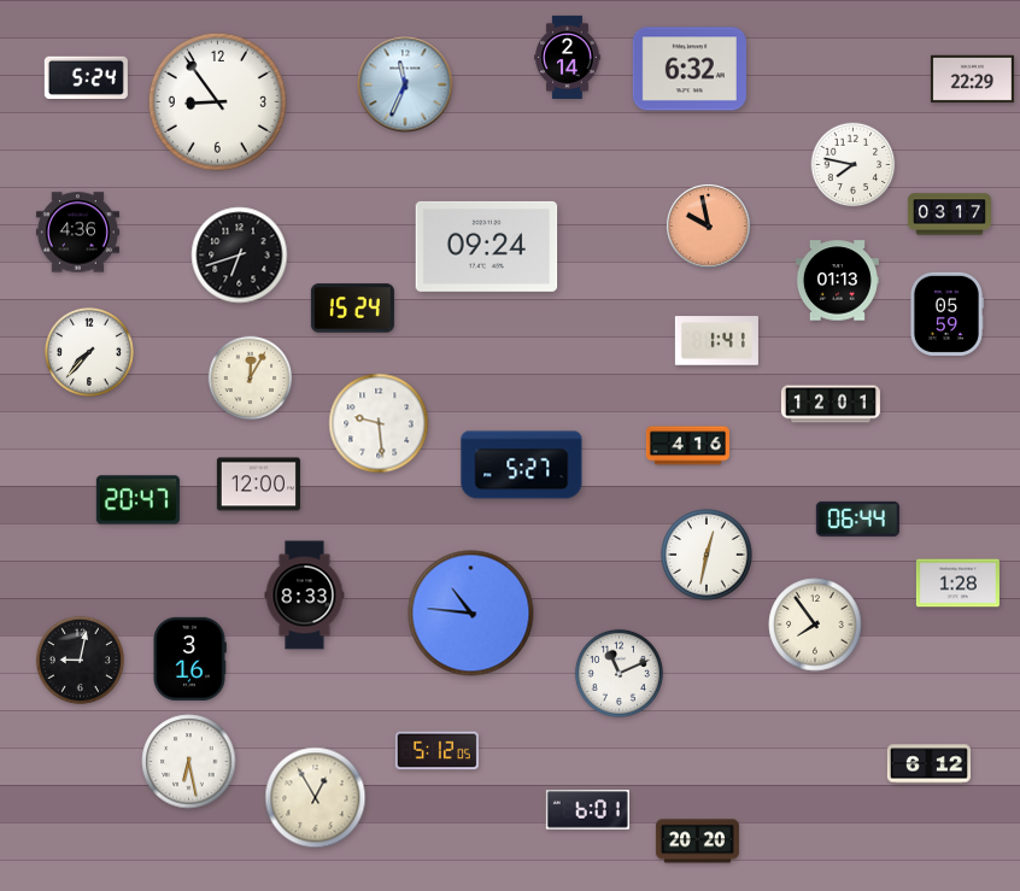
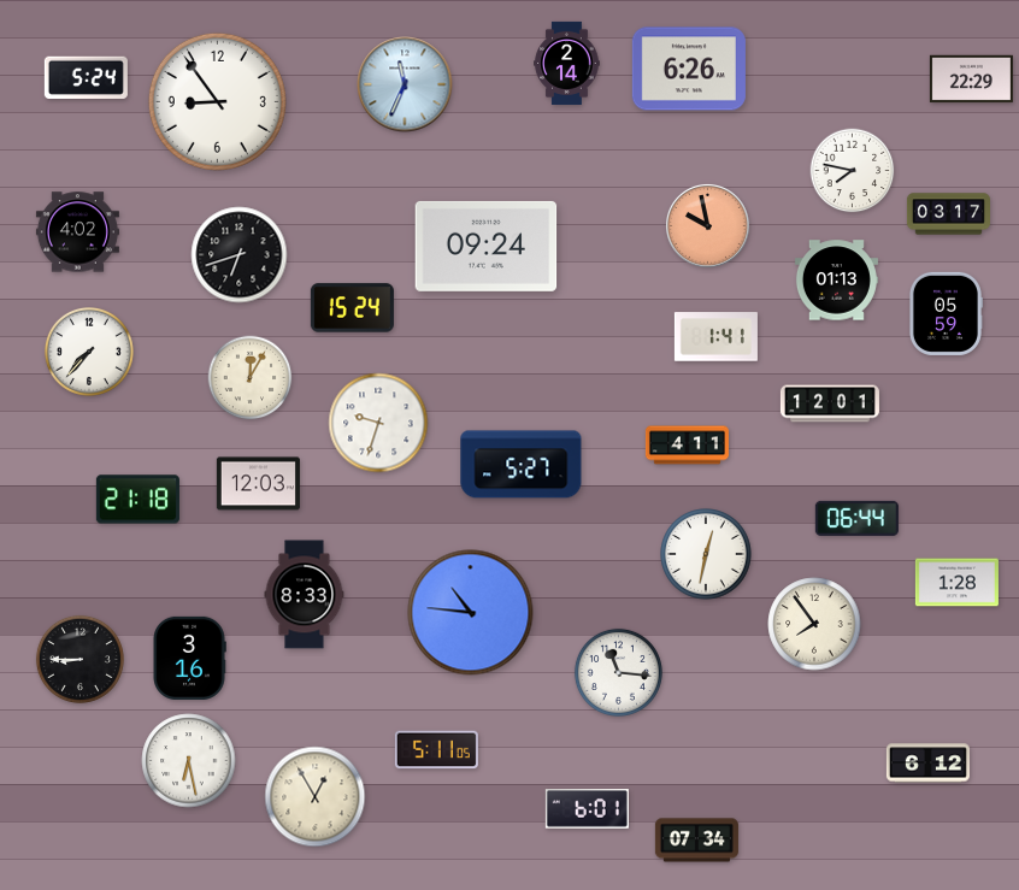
clock at (568, 57) position: (568, 57) -> (567, 63)
clock at (690, 69): 6:32 -> 6:26
clock at (854, 165) position: (854, 165) -> (853, 171)
clock at (77, 233): 4:36 -> 4:02
clock at (716, 341) position: (716, 341) -> (715, 337)
clock at (379, 423): 9:29 -> 9:33
clock at (687, 446): 4:16 -> 4:11
clock at (258, 485): 12:00 -> 12:03
clock at (137, 500): 20:47 -> 21:18
clock at (80, 660): 9:02 -> 8:45
clock at (619, 673): 11:11 -> 11:16
clock at (436, 751): 5:12 -> 5:11
clock at (697, 842): 20:20 -> 07:34
